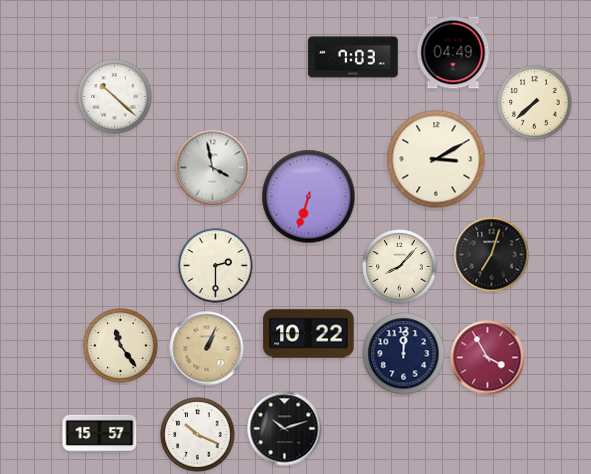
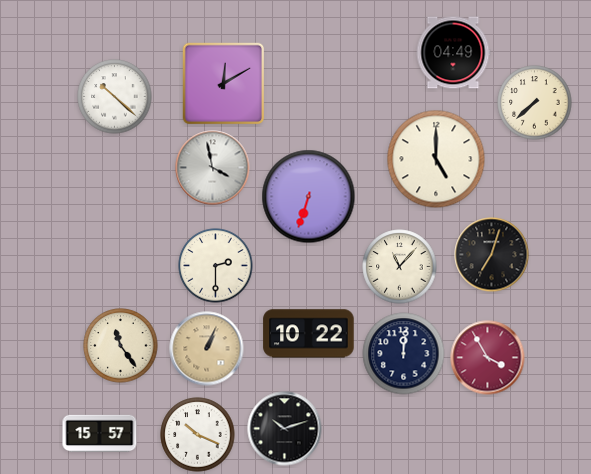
clock at (353, 57): 7:03 -> none
clock at (224, 84): none -> 12:10
clock at (436, 159): 3:10 -> 5:00
clock at (400, 267): 8:07 -> 11:07
